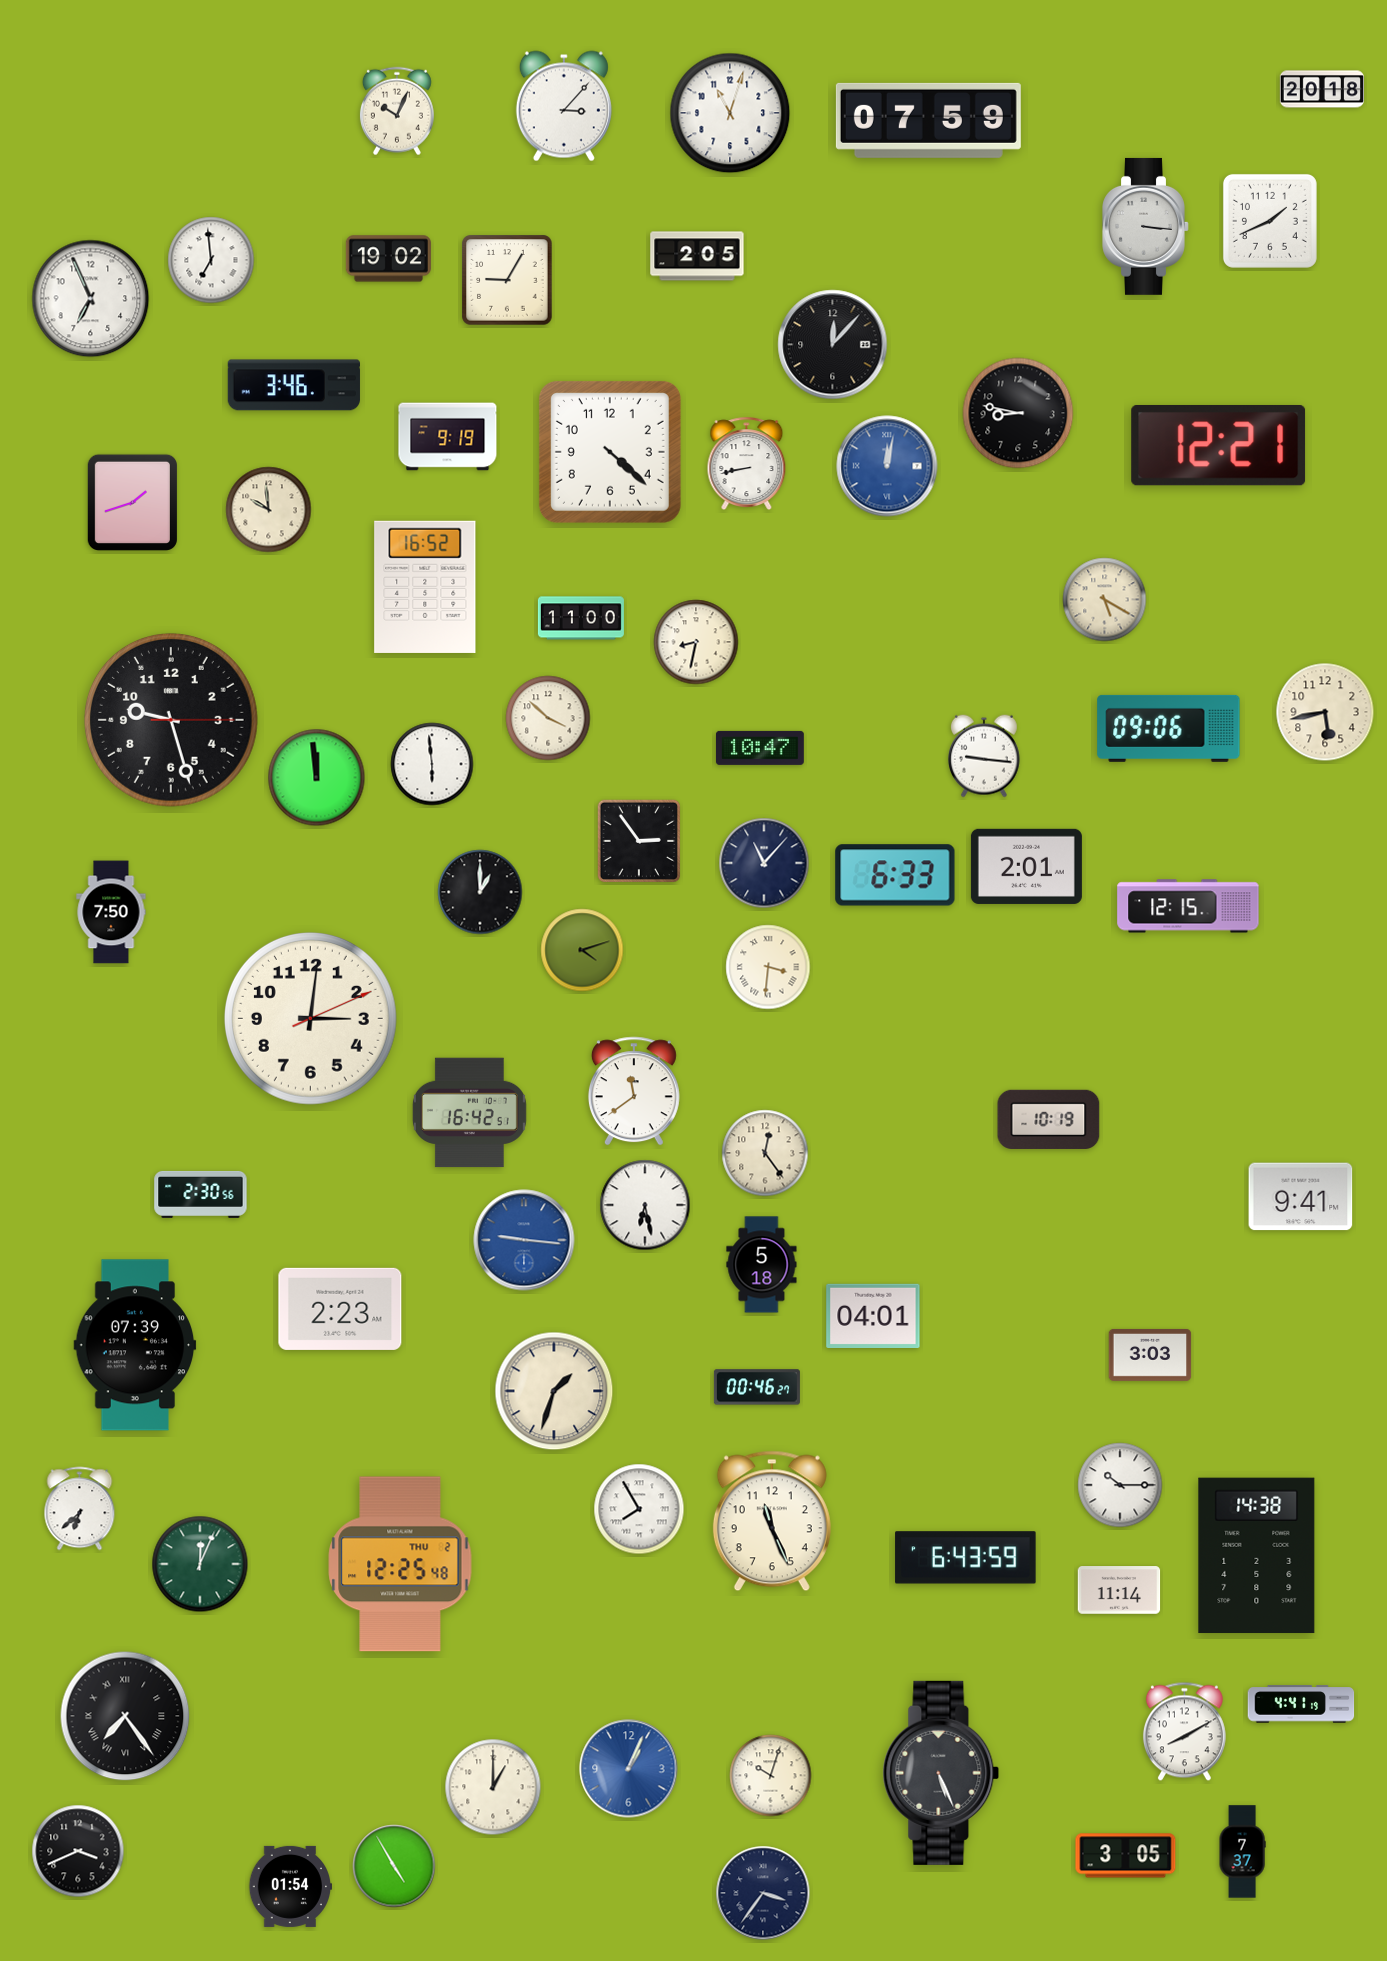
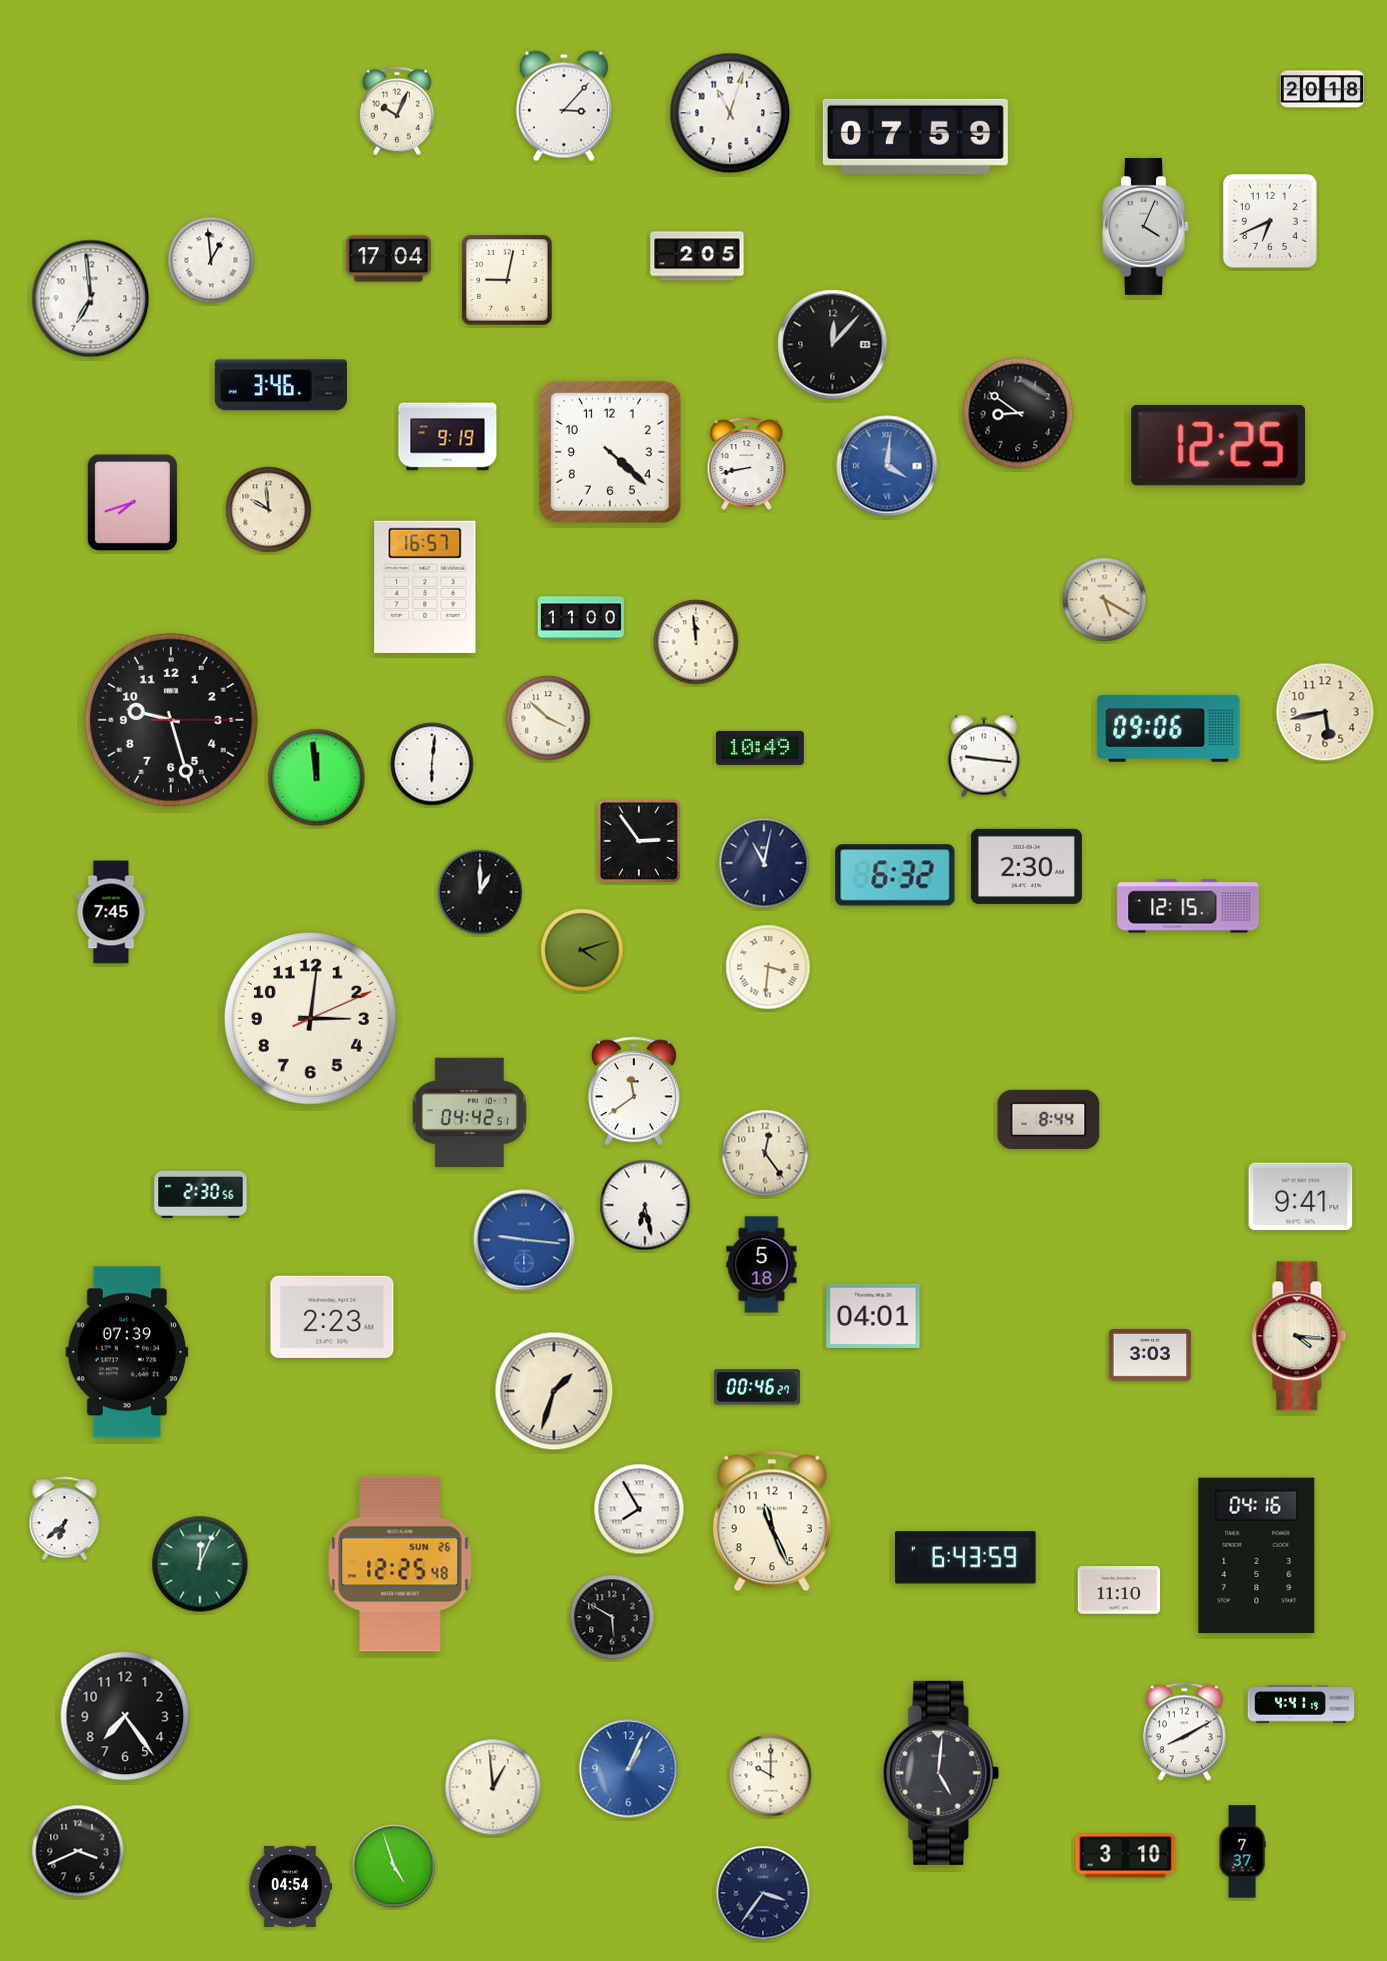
clock at (928, 120) position: (928, 120) -> (915, 136)
clock at (1270, 221): 1:41 -> 6:41
clock at (1146, 226): 3:16 -> 4:04
clock at (388, 259): 19:02 -> 17:04
clock at (211, 260): 6:59 -> 12:59
clock at (507, 280): 9:05 -> 9:02
clock at (91, 299): 6:56 -> 6:59
clock at (294, 385) position: (294, 385) -> (281, 385)
clock at (1018, 413): 8:47 -> 8:51
clock at (1219, 445): 12:21 -> 12:25
clock at (887, 466): 12:02 -> 4:01
clock at (132, 502): 1:42 -> 7:42
clock at (425, 587): 16:52 -> 16:57
clock at (696, 642): 8:32 -> 11:59
clock at (760, 748): 10:47 -> 10:49
clock at (432, 764): 5:59 -> 6:01
clock at (764, 863): 11:07 -> 11:02
clock at (1026, 866): 2:01 -> 2:30
clock at (895, 875): 6:33 -> 6:32
clock at (111, 912): 7:50 -> 7:45
clock at (469, 1113): 16:42 -> 04:42
clock at (1049, 1119): 10:19 -> 8:44
clock at (340, 1309) position: (340, 1309) -> (332, 1317)
clock at (1299, 1336): none -> 4:16
clock at (135, 1345) position: (135, 1345) -> (127, 1352)
clock at (1120, 1485): 10:15 -> none
clock at (80, 1509) position: (80, 1509) -> (65, 1519)
clock at (1257, 1556): 14:38 -> 04:16
clock at (400, 1564) date: THU 2 -> SUN 26
clock at (1119, 1590): 11:14 -> 11:10
clock at (612, 1617): none -> 5:50
clock at (125, 1716) numerals: Roman -> Arabic
clock at (941, 1773): 5:26 -> 5:01
clock at (771, 1776): 10:03 -> 10:00
clock at (493, 1787): 1:00 -> 12:59
clock at (1126, 1856): 3:05 -> 3:10
clock at (394, 1866): 4:55 -> 4:57
clock at (290, 1886): 01:54 -> 04:54
